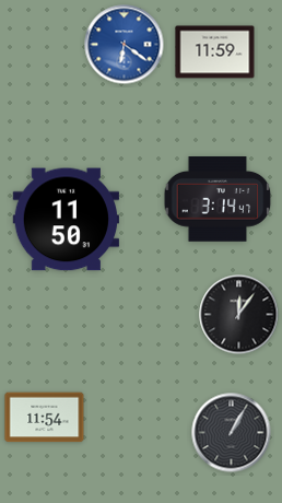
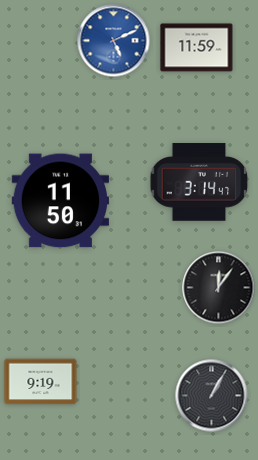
clock at (125, 45): 6:21 -> 5:11
clock at (45, 418): 11:54 -> 9:19
